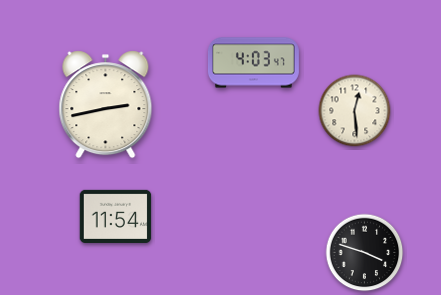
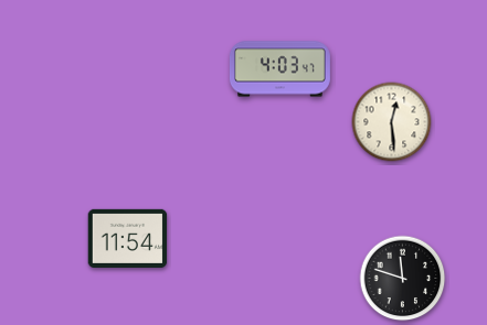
clock at (106, 105): 2:43 -> none
clock at (365, 253): 3:48 -> 11:48
